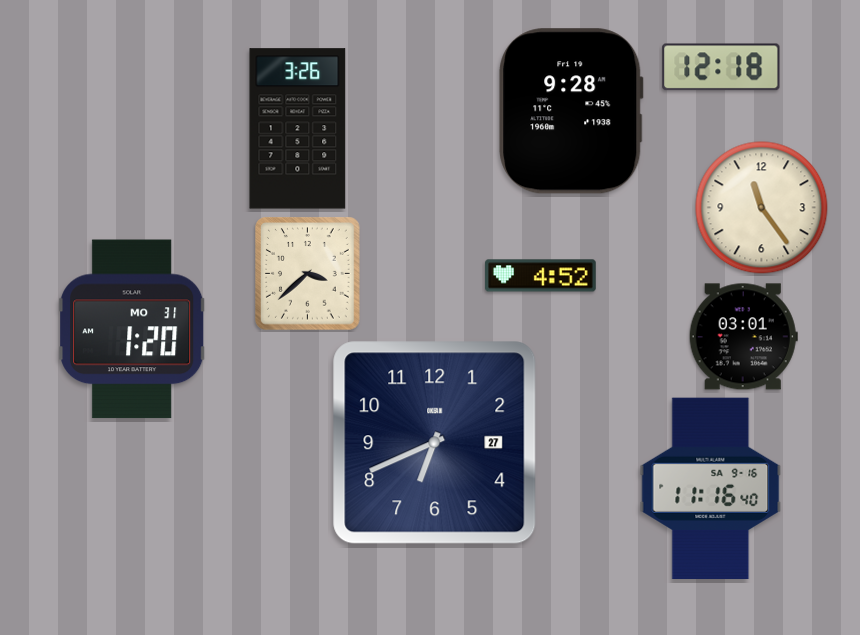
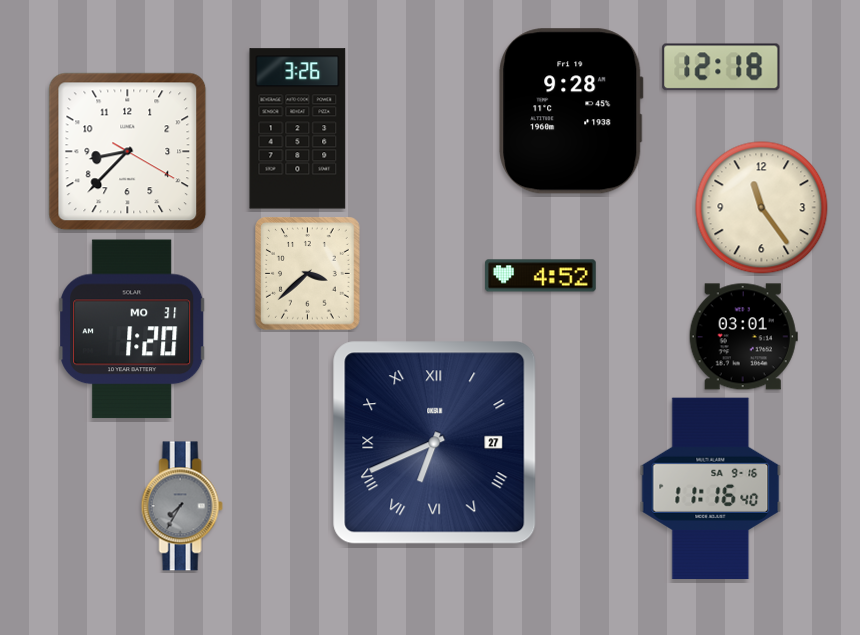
clock at (128, 152): none -> 8:37
clock at (435, 443) numerals: Arabic -> Roman
clock at (182, 506): none -> 7:35
